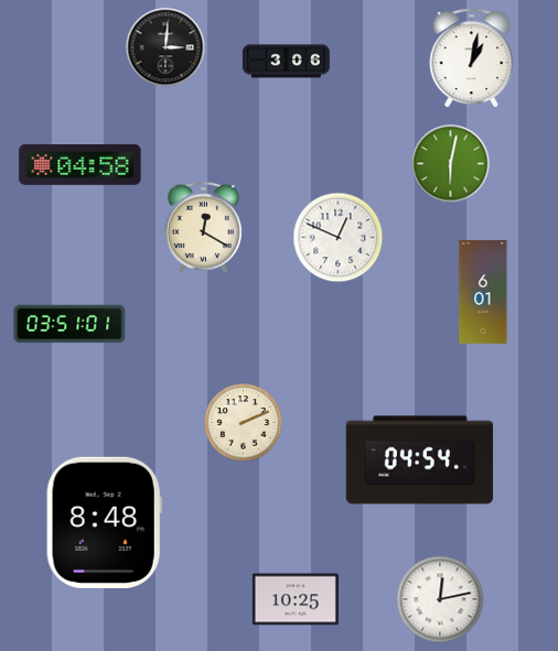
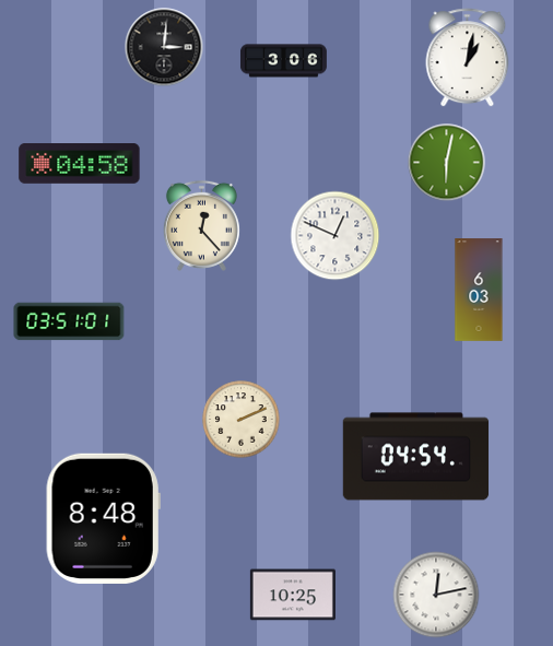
clock at (203, 227): 12:20 -> 12:23
clock at (483, 292): 6:01 -> 6:03
